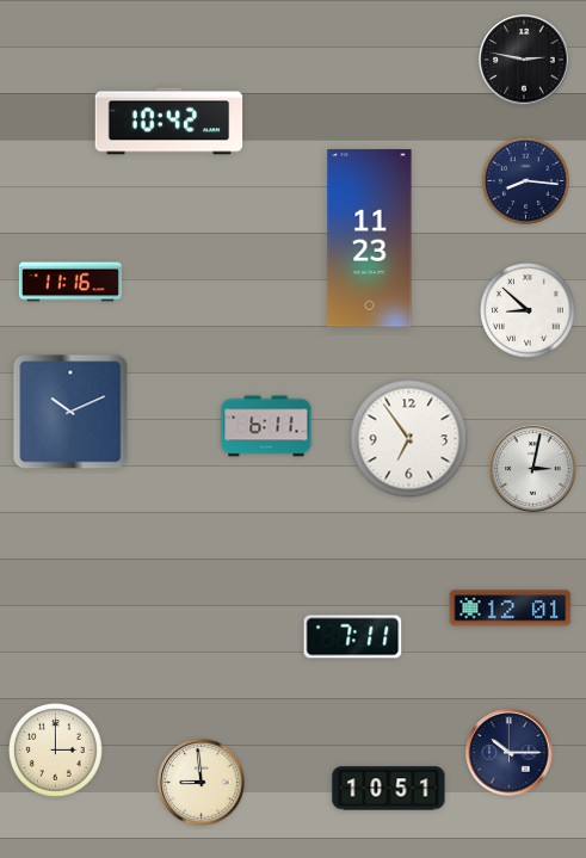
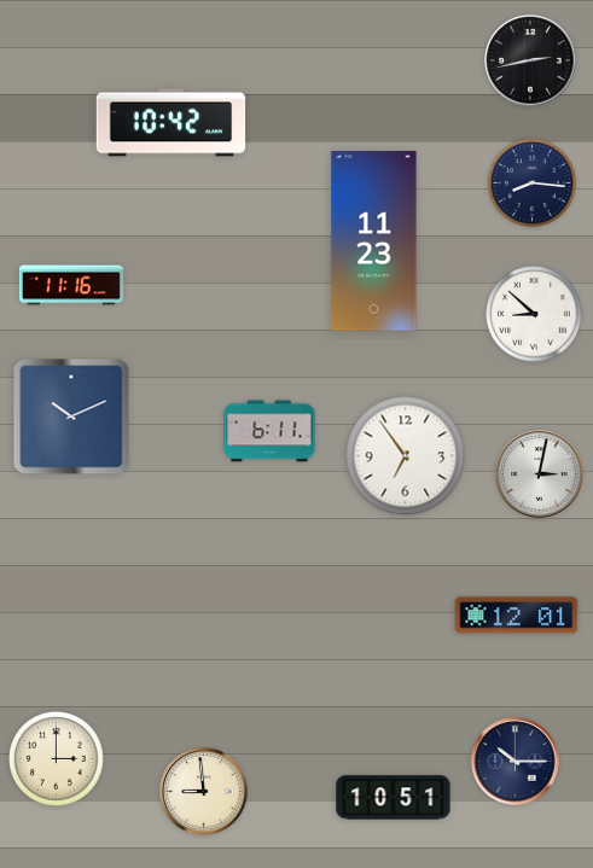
clock at (524, 60): 2:47 -> 2:43
clock at (409, 439) position: (409, 439) -> (406, 456)
clock at (353, 637): 7:11 -> none
